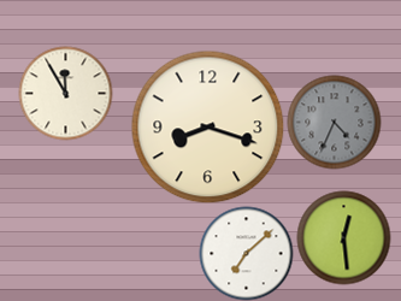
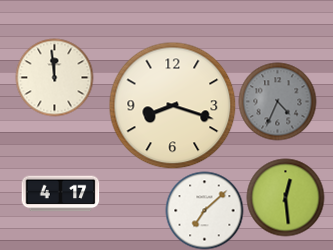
clock at (65, 93): 11:55 -> 11:59
clock at (60, 194): none -> 4:17
